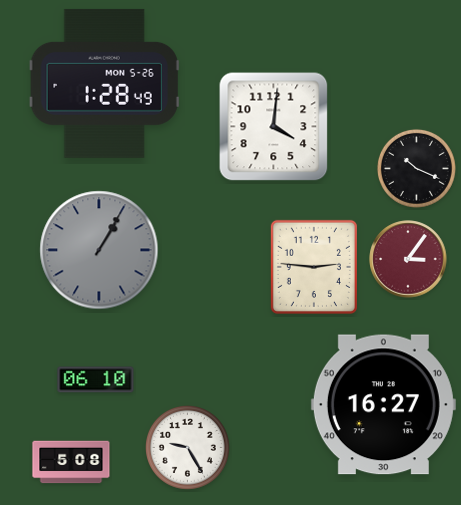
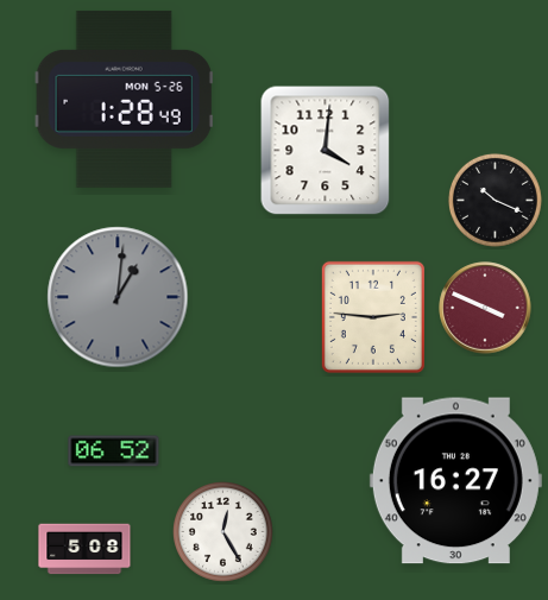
clock at (99, 250): 1:05 -> 1:01
clock at (408, 259): 3:06 -> 3:49
clock at (96, 380): 06:10 -> 06:52
clock at (188, 448): 9:25 -> 12:25
